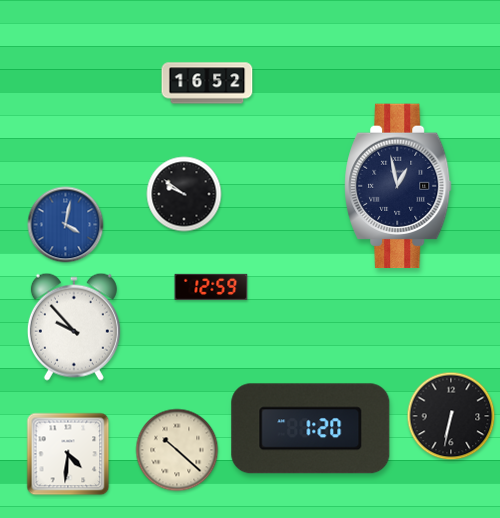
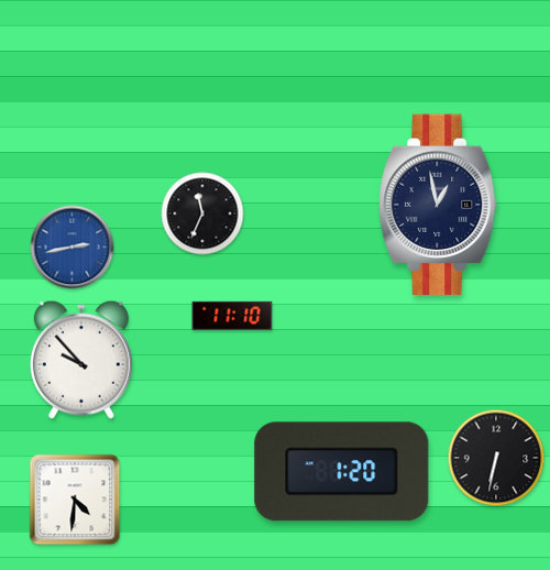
clock at (207, 83): 16:52 -> none
clock at (184, 194): 9:51 -> 11:34
clock at (66, 225): 4:02 -> 2:43
clock at (211, 287): 12:59 -> 11:10
clock at (177, 450): 10:22 -> none
